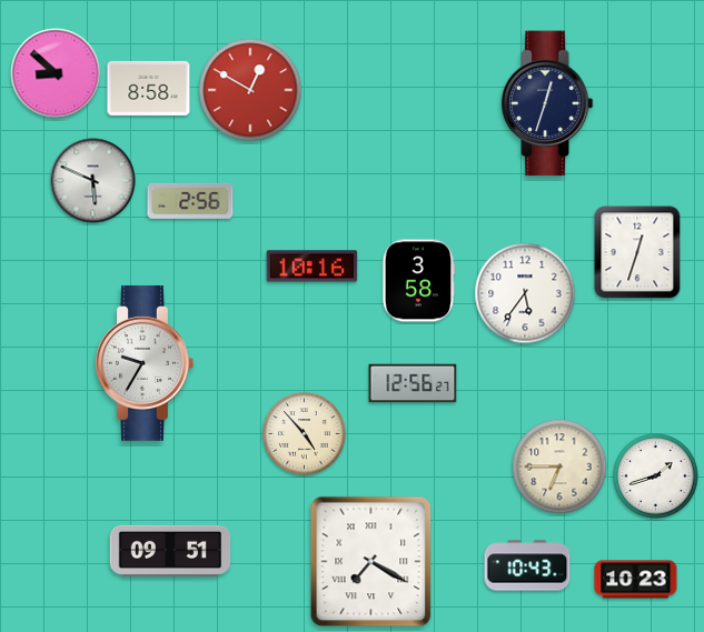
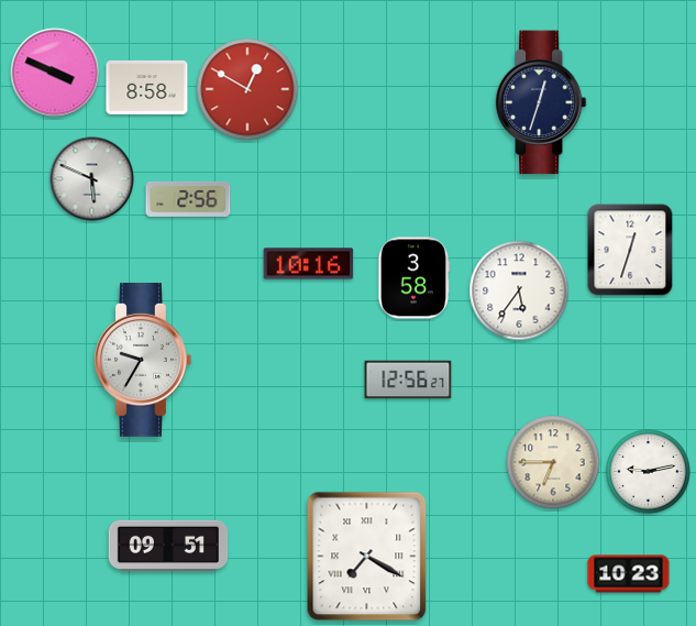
clock at (56, 73): 8:52 -> 3:49
clock at (305, 434): 4:53 -> none
clock at (656, 476): 1:42 -> 9:13
clock at (527, 565): 10:43 -> none
